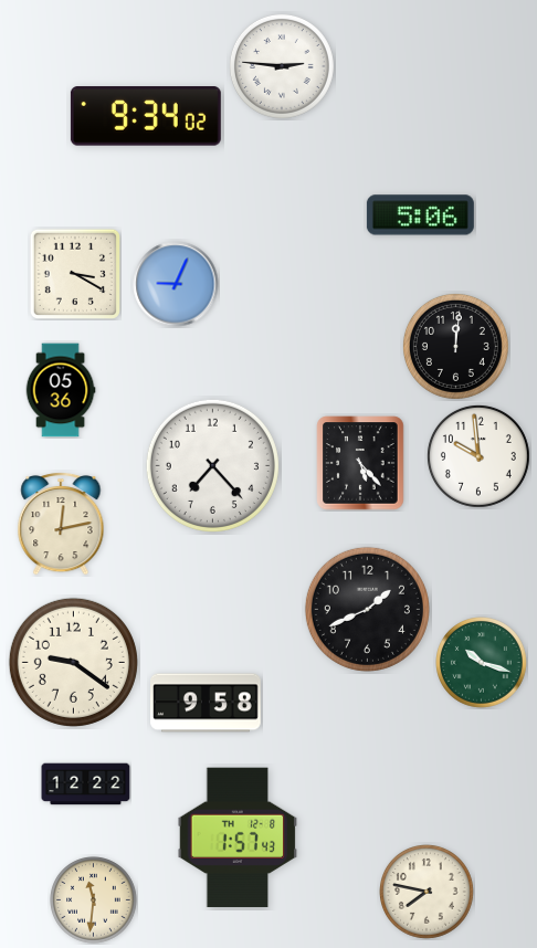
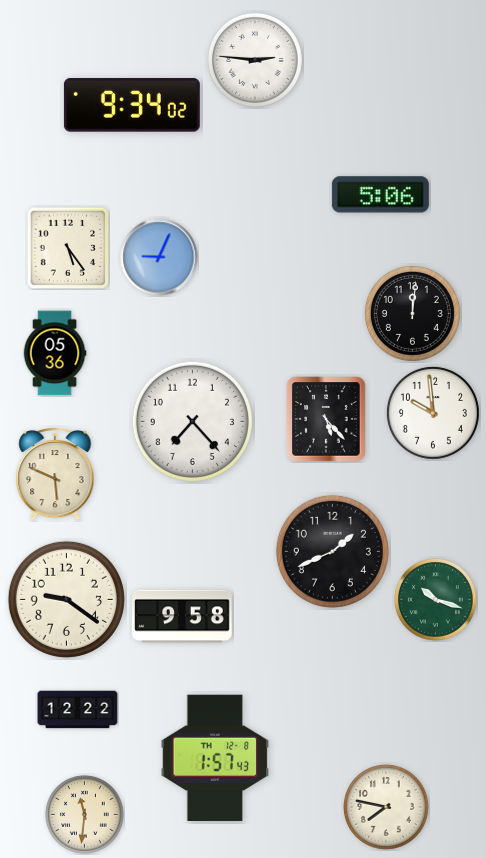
clock at (74, 273): 3:20 -> 5:24
clock at (61, 524): 12:13 -> 5:49
clock at (206, 703) position: (206, 703) -> (182, 616)
